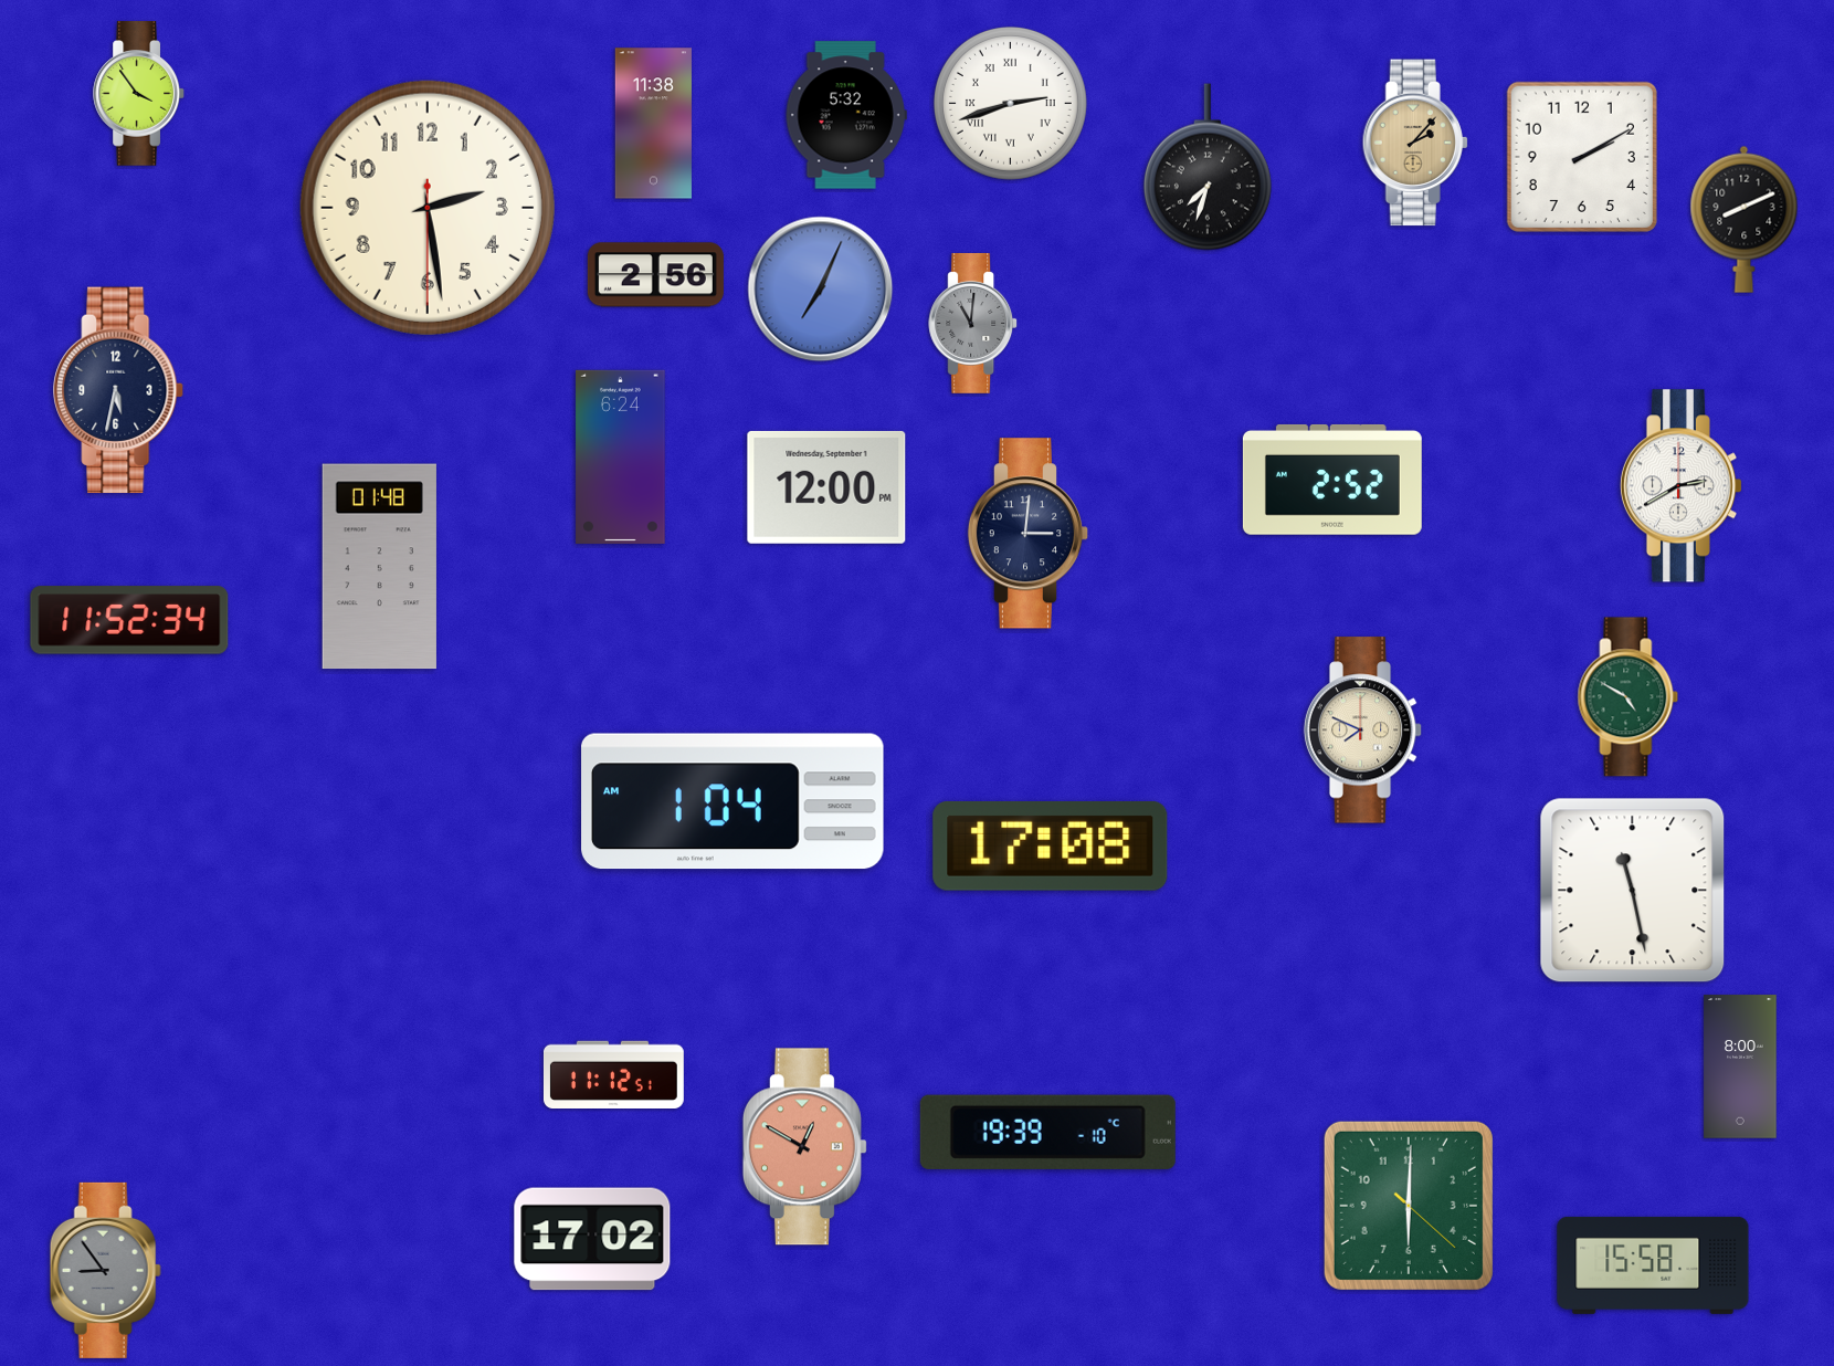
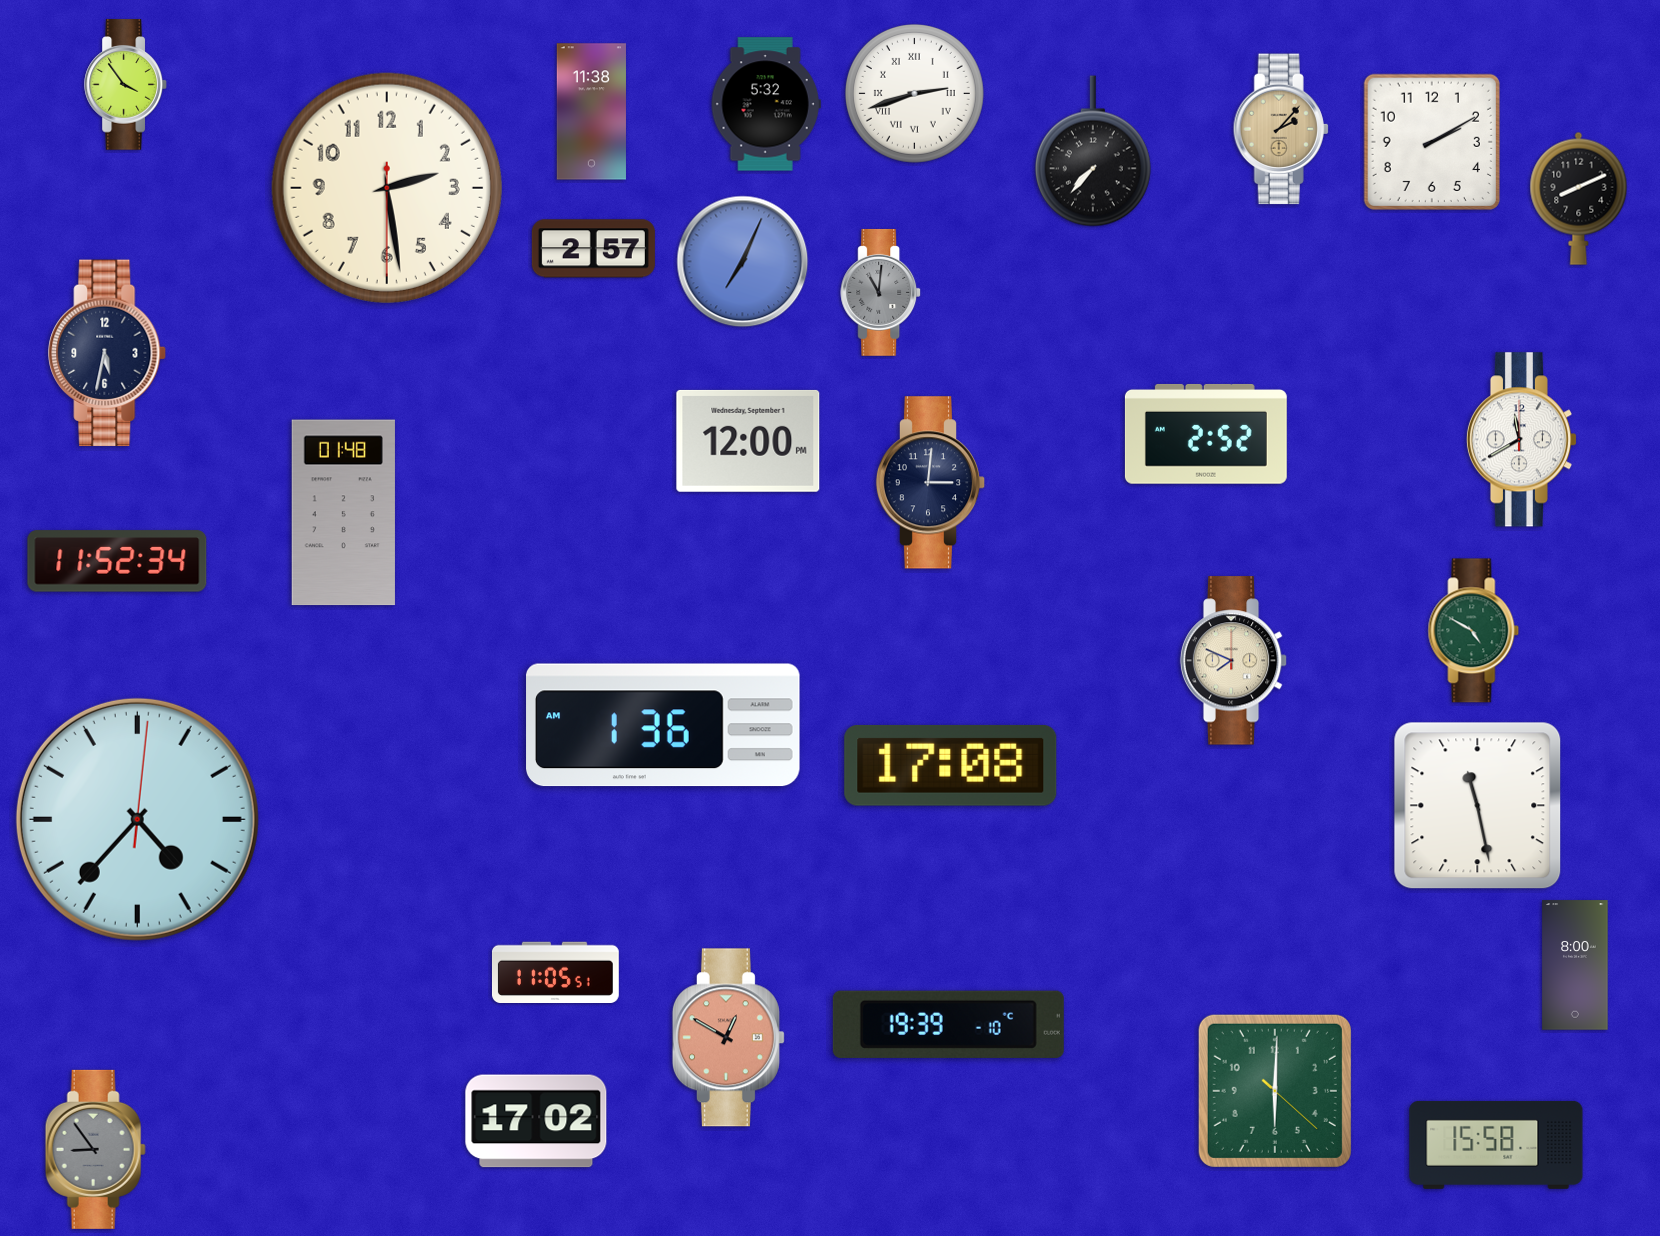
clock at (1208, 167): 7:33 -> 7:37
clock at (655, 275): 2:56 -> 2:57
clock at (621, 456): 6:24 -> none
clock at (1680, 486): 2:40 -> 11:40
clock at (732, 801): 1:04 -> 1:36
clock at (137, 819): none -> 4:37
clock at (613, 1074): 11:12 -> 11:05
